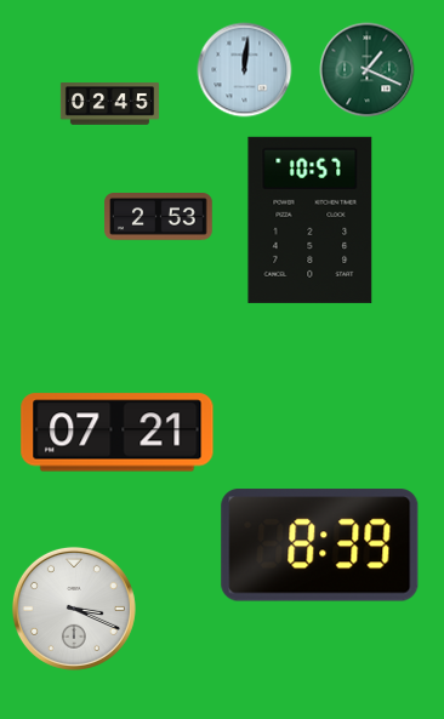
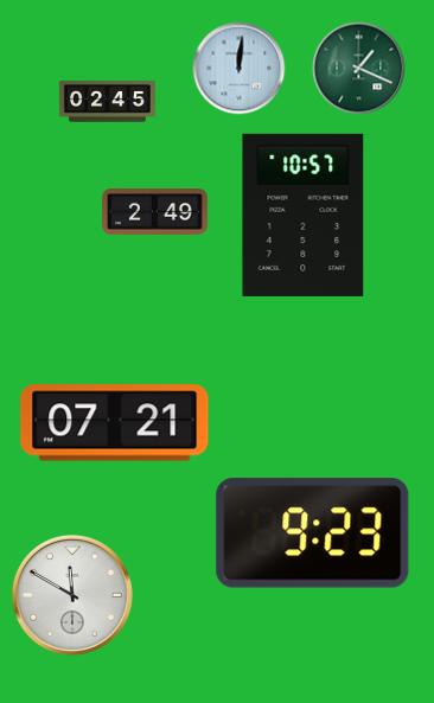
clock at (159, 217): 2:53 -> 2:49
clock at (320, 546): 8:39 -> 9:23
clock at (74, 609): 3:19 -> 11:50
